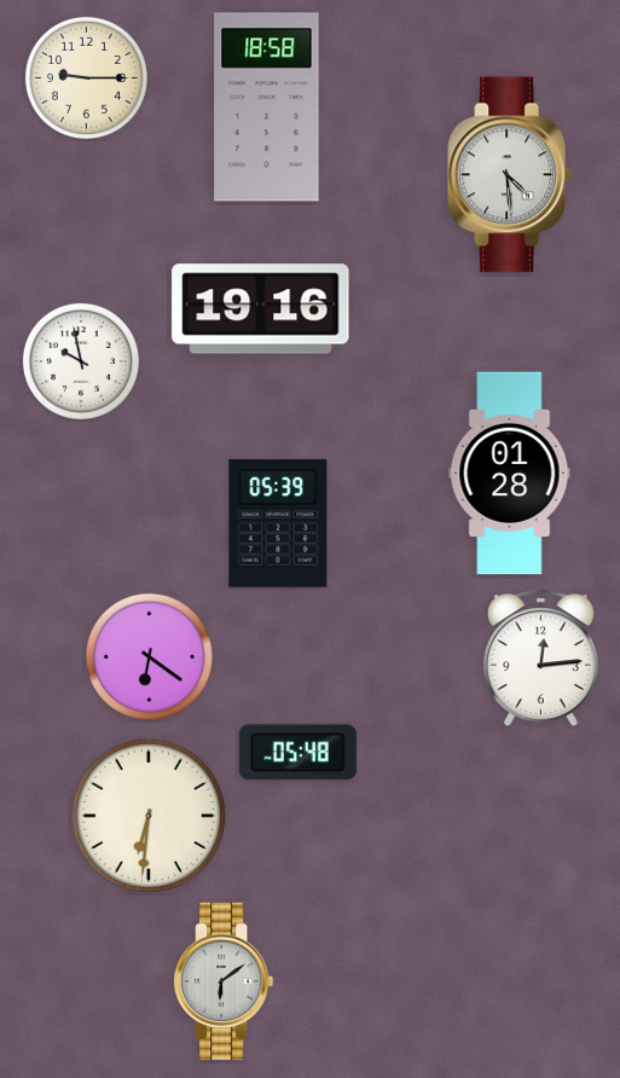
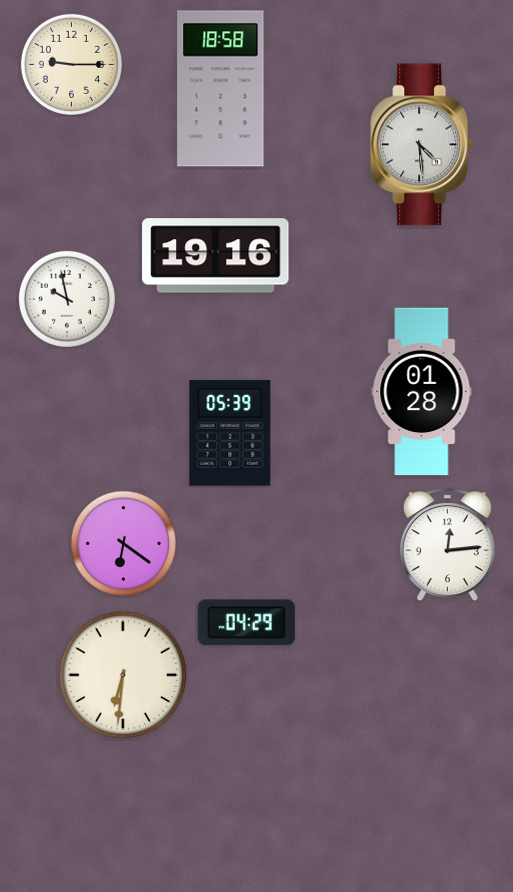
clock at (297, 753): 05:48 -> 04:29
clock at (225, 981): 6:09 -> none
